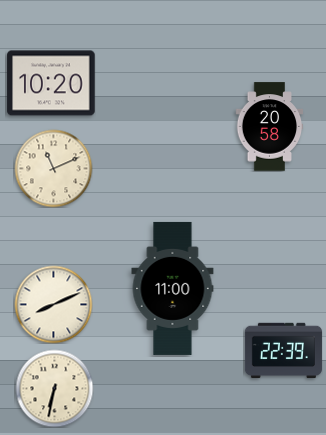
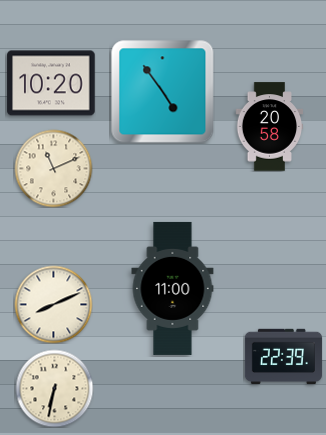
clock at (162, 91): none -> 4:54
clock at (283, 351) position: (283, 351) -> (283, 357)
